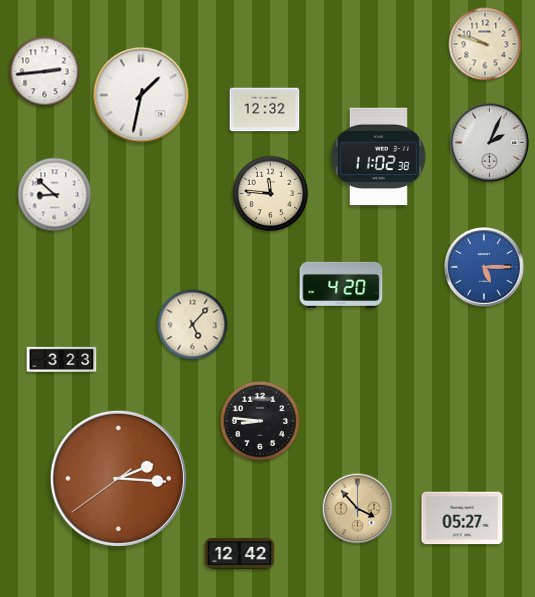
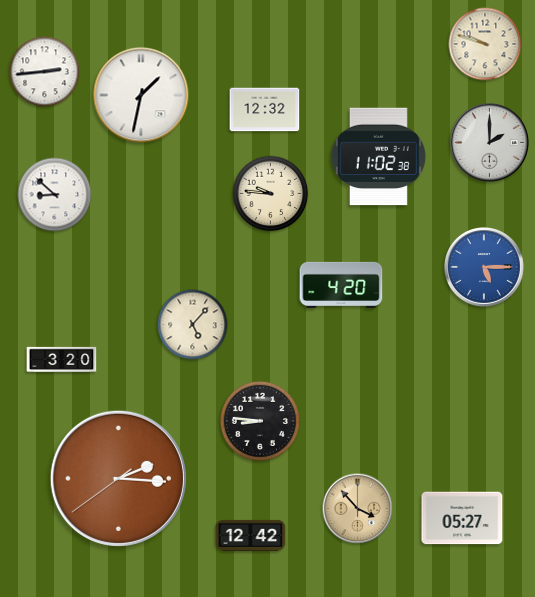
clock at (489, 142): 2:04 -> 2:00
clock at (271, 194): 11:46 -> 9:46
clock at (62, 359): 3:23 -> 3:20
clock at (240, 553) position: (240, 553) -> (251, 535)
